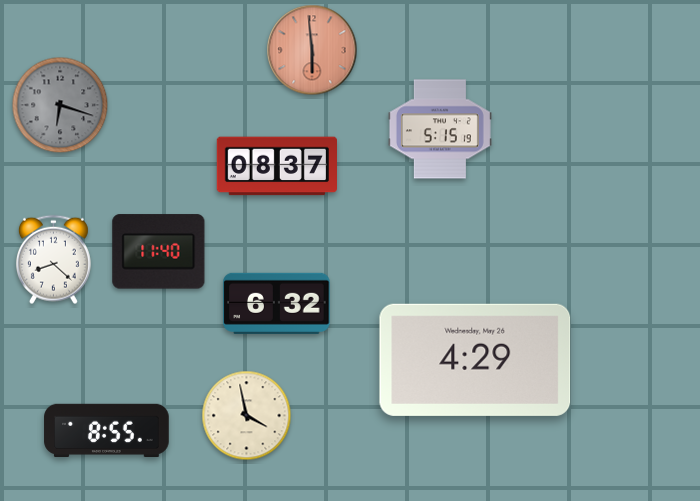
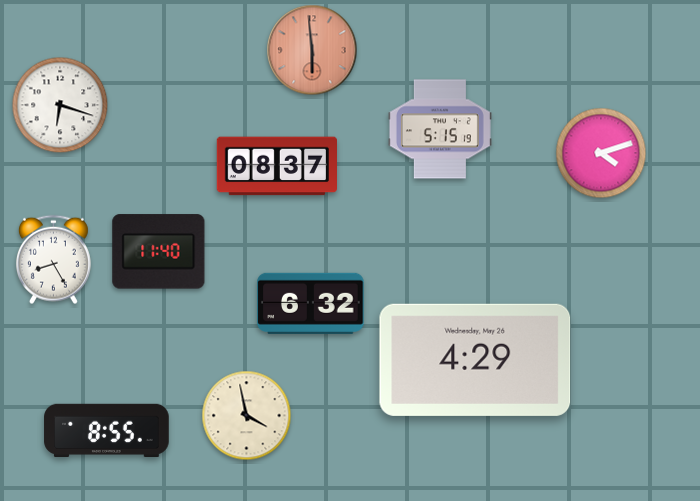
clock at (60, 105) dial: grey -> white
clock at (601, 153): none -> 4:12
clock at (53, 260): 8:22 -> 8:25
clock at (277, 303) position: (277, 303) -> (311, 303)
